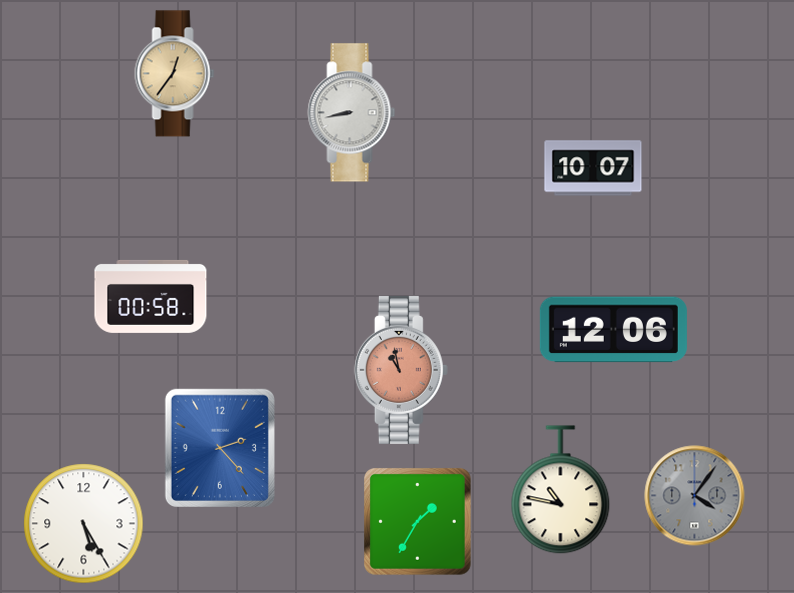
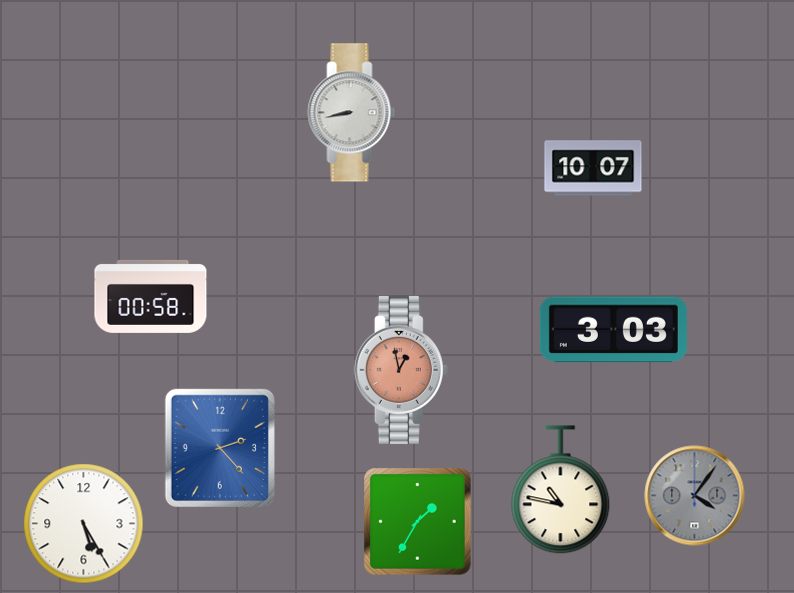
clock at (175, 74): 12:36 -> none
clock at (613, 330): 12:06 -> 3:03
clock at (401, 370): 10:58 -> 12:58
